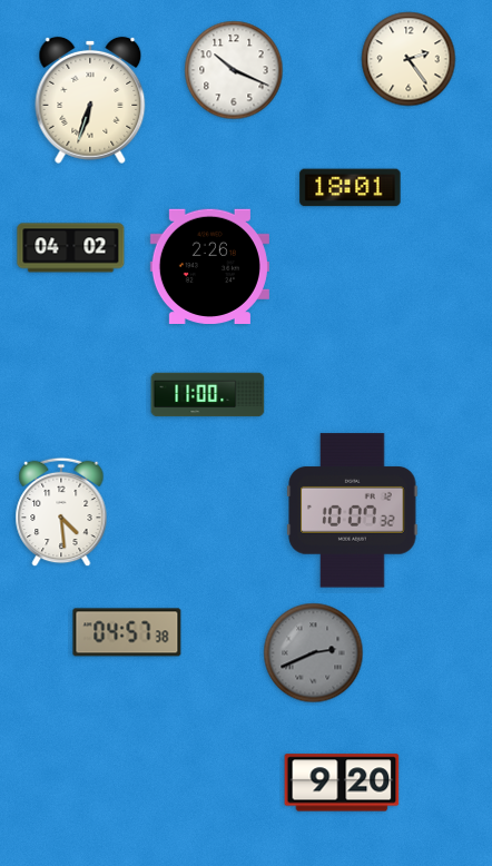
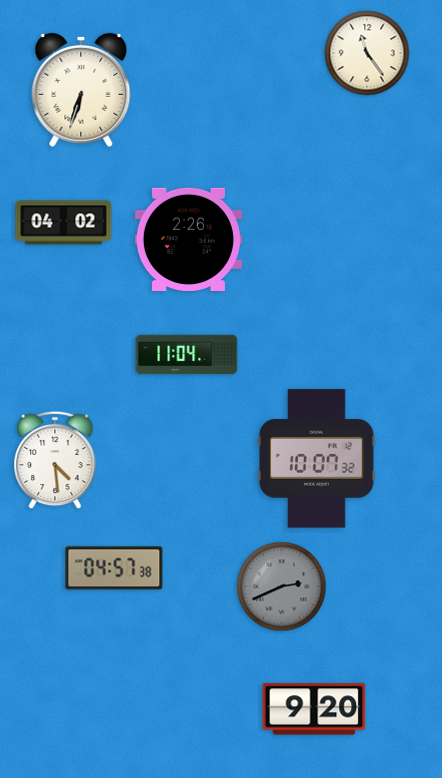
clock at (409, 59): 2:24 -> 11:24
clock at (234, 70): 10:19 -> none
clock at (351, 188): 18:01 -> none
clock at (208, 395): 11:00 -> 11:04
clock at (342, 783) position: (342, 783) -> (314, 709)
